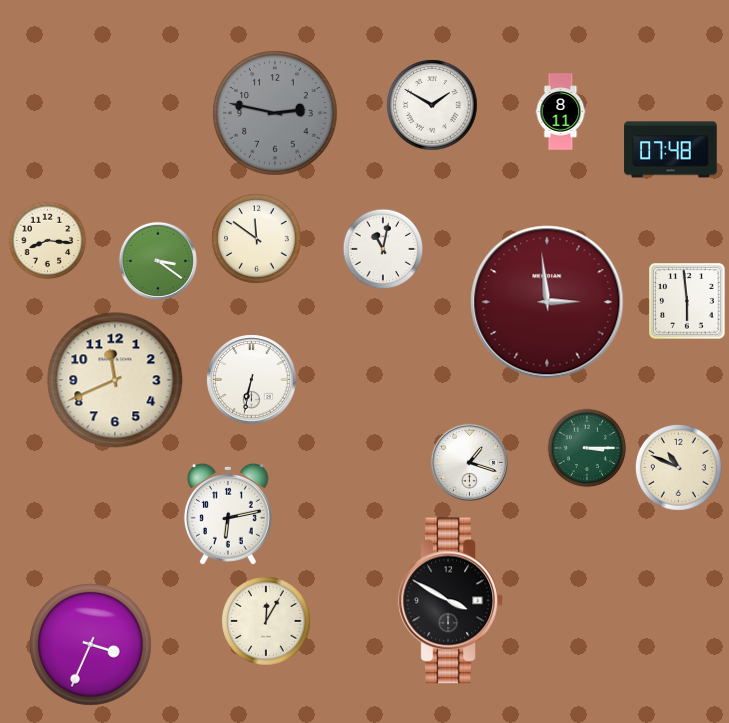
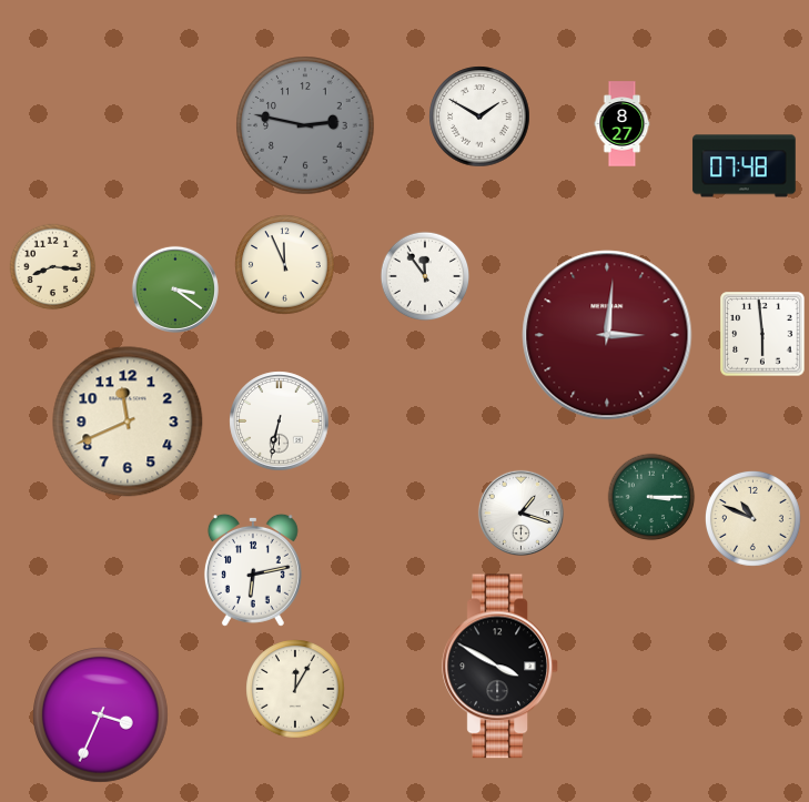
clock at (561, 112): 8:11 -> 8:27
clock at (257, 239): 11:51 -> 11:56
clock at (383, 249): 11:02 -> 11:54
clock at (547, 302): 2:59 -> 3:01
